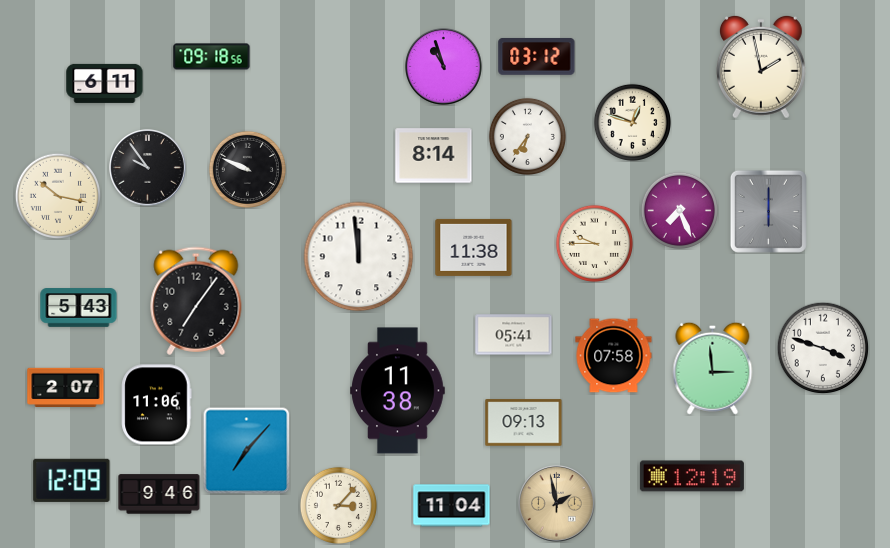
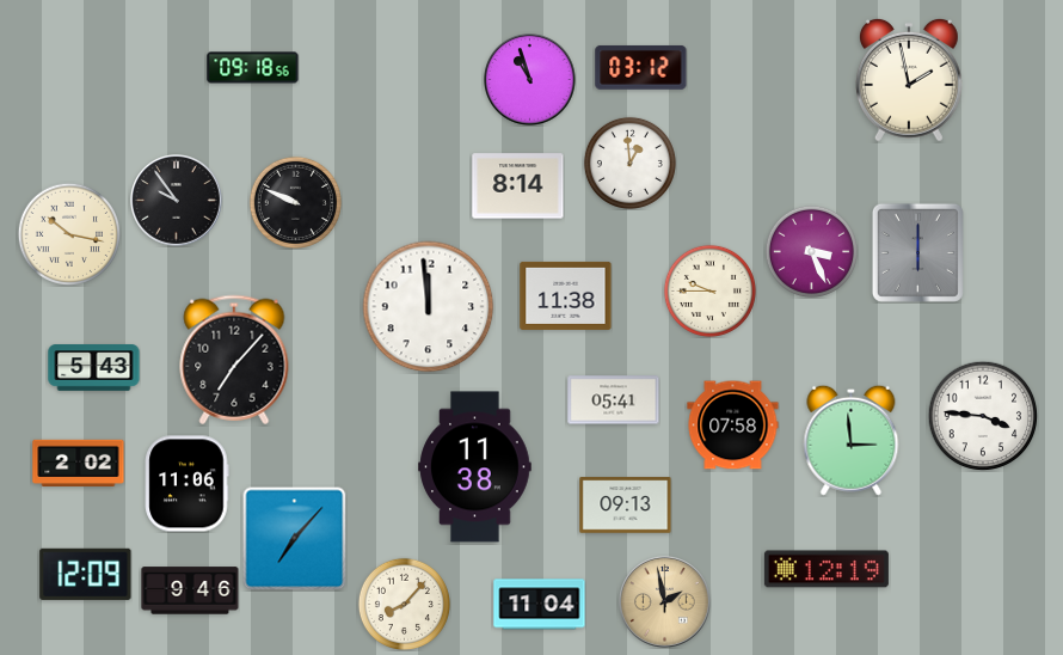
clock at (105, 83): 6:11 -> none
clock at (632, 122): 12:48 -> none
clock at (527, 136): 6:36 -> 12:59
clock at (679, 210): 7:26 -> 3:26
clock at (196, 301): 7:06 -> 7:07
clock at (823, 348): 3:48 -> 3:46
clock at (66, 387): 2:07 -> 2:02
clock at (338, 505): 3:07 -> 8:07
